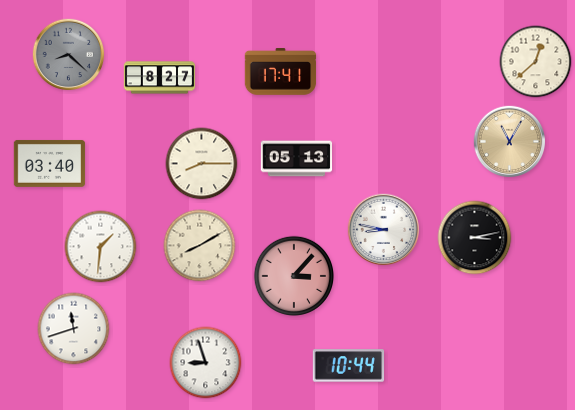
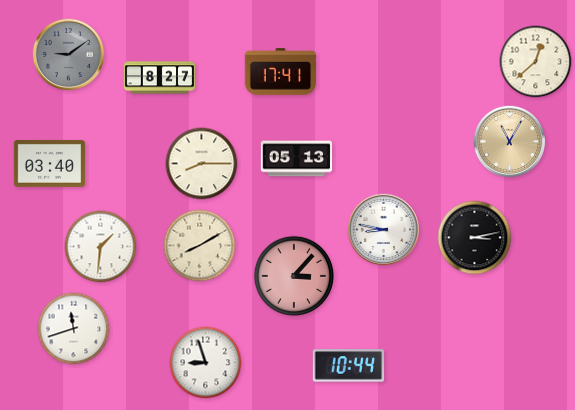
clock at (69, 55): 8:22 -> 9:09
